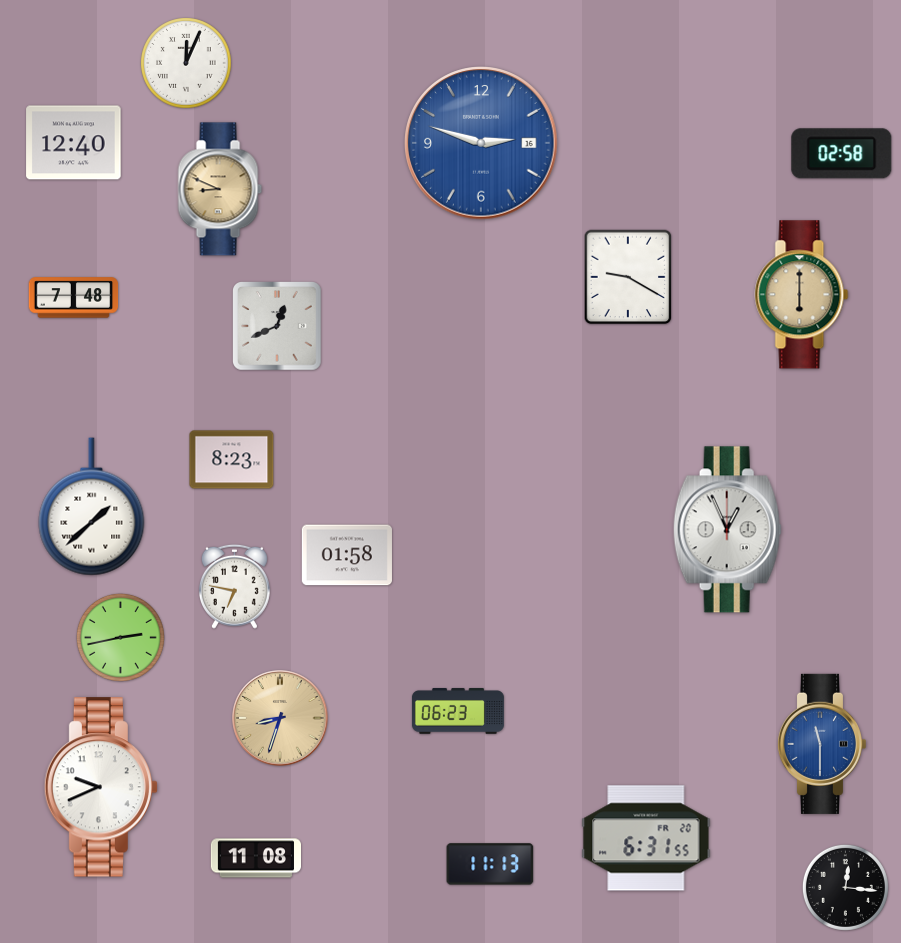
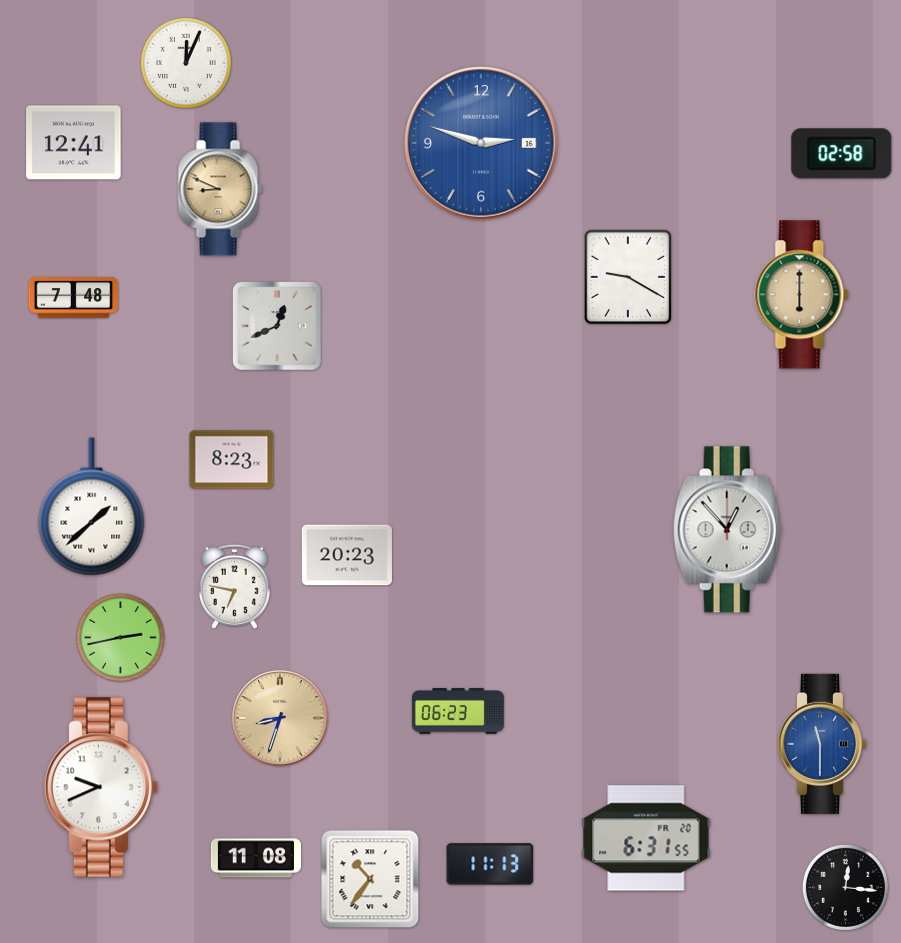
clock at (74, 143): 12:40 -> 12:41
clock at (727, 530): 12:56 -> 12:53
clock at (347, 555): 01:58 -> 20:23
clock at (370, 879): none -> 10:36
